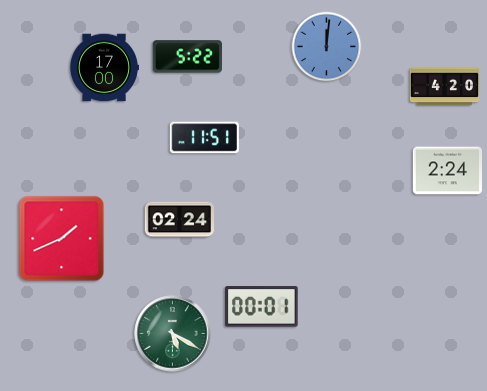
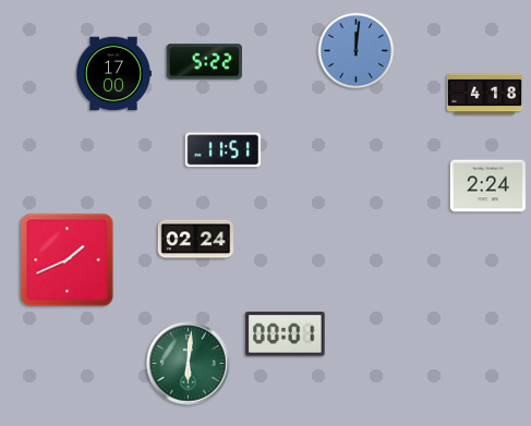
clock at (445, 87): 4:20 -> 4:18
clock at (173, 334): 5:20 -> 6:01
